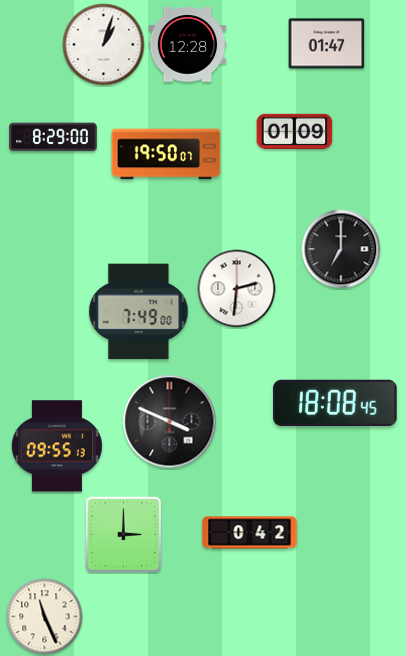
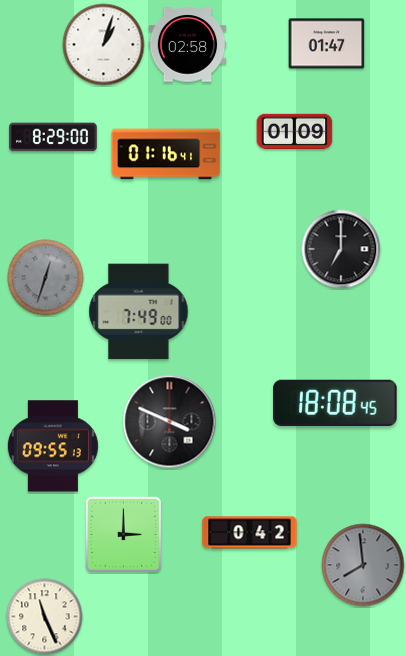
clock at (188, 45): 12:28 -> 02:58
clock at (166, 154): 19:50 -> 01:16
clock at (46, 278): none -> 12:33
clock at (237, 289): 2:31 -> none
clock at (57, 446) position: (57, 446) -> (53, 446)
clock at (363, 565): none -> 7:59
